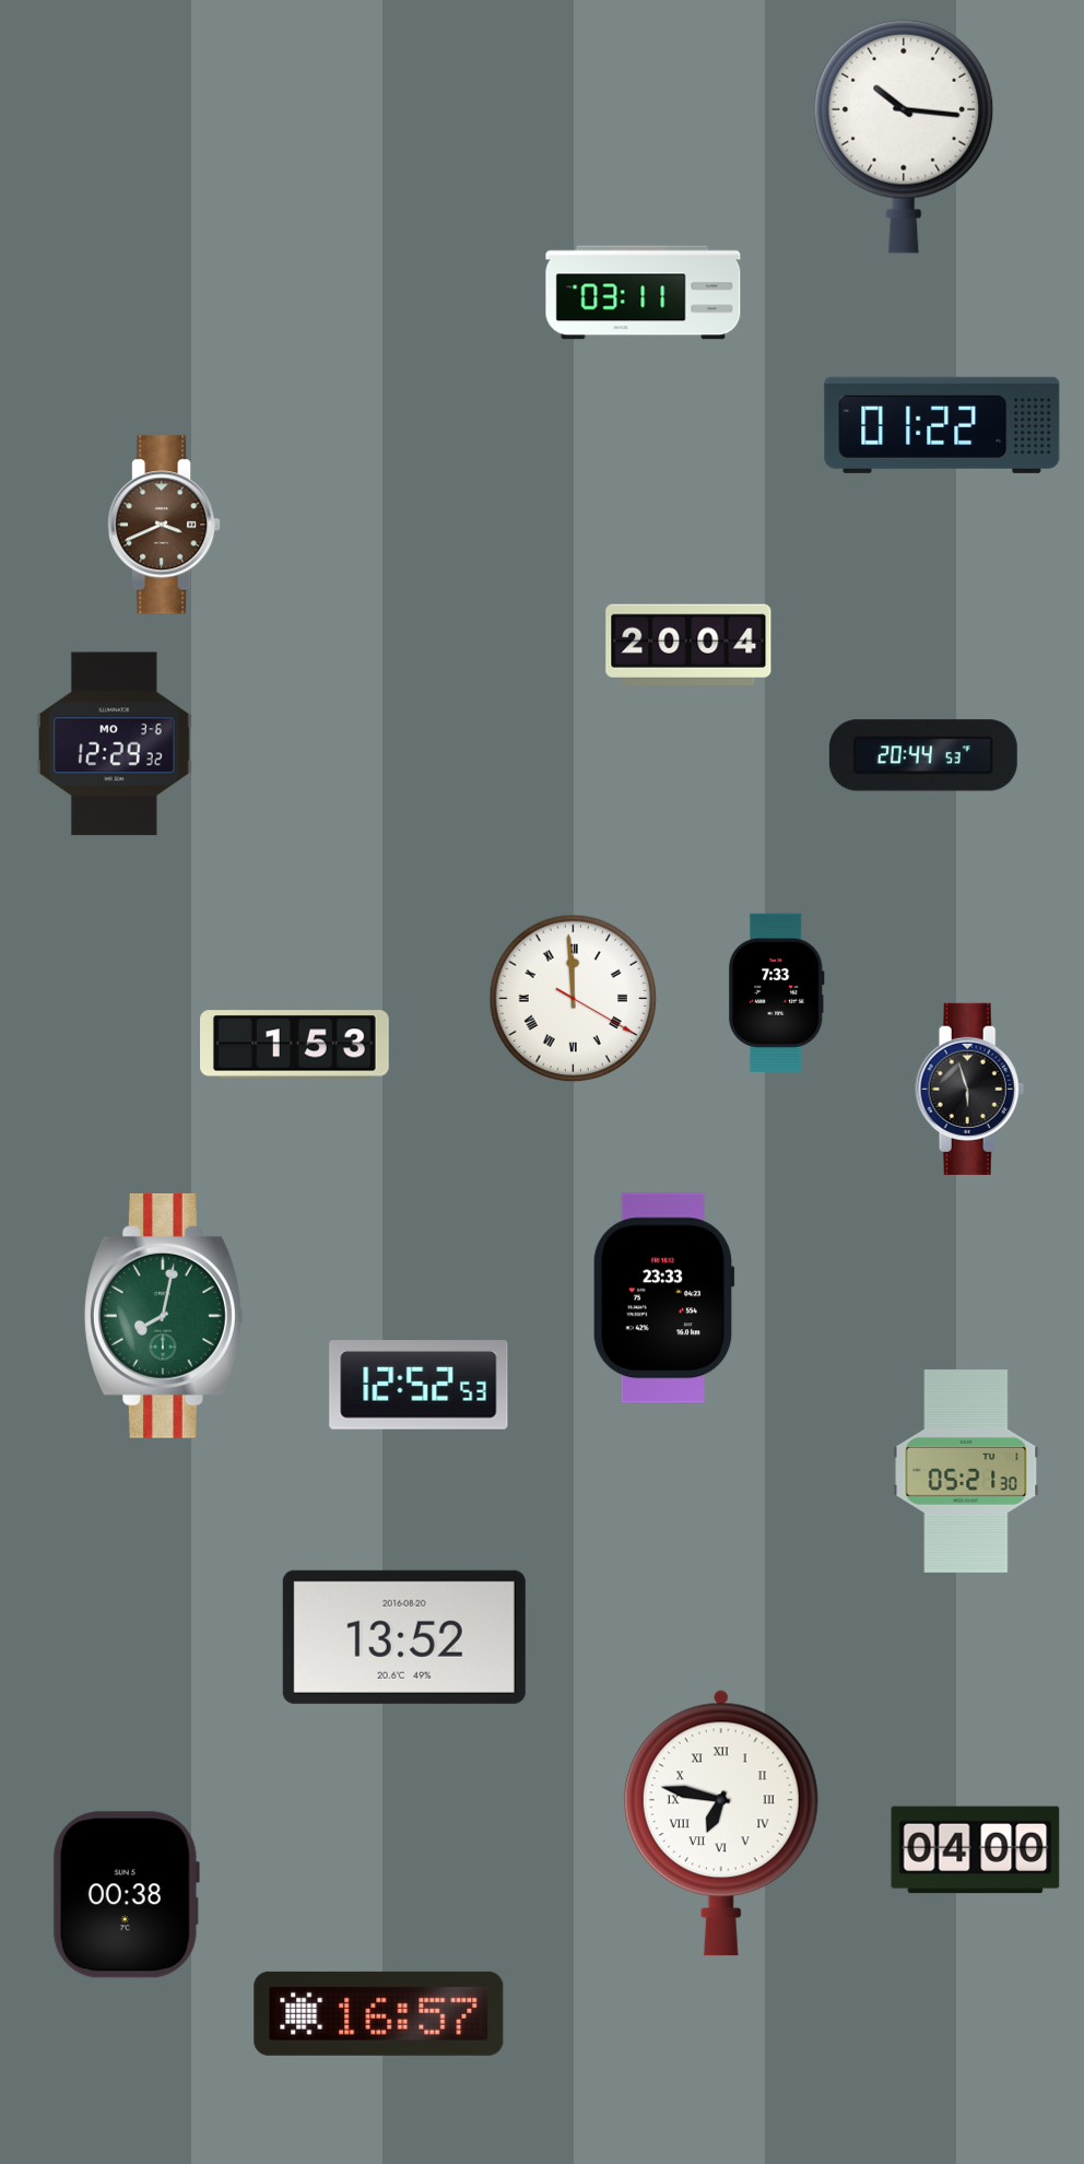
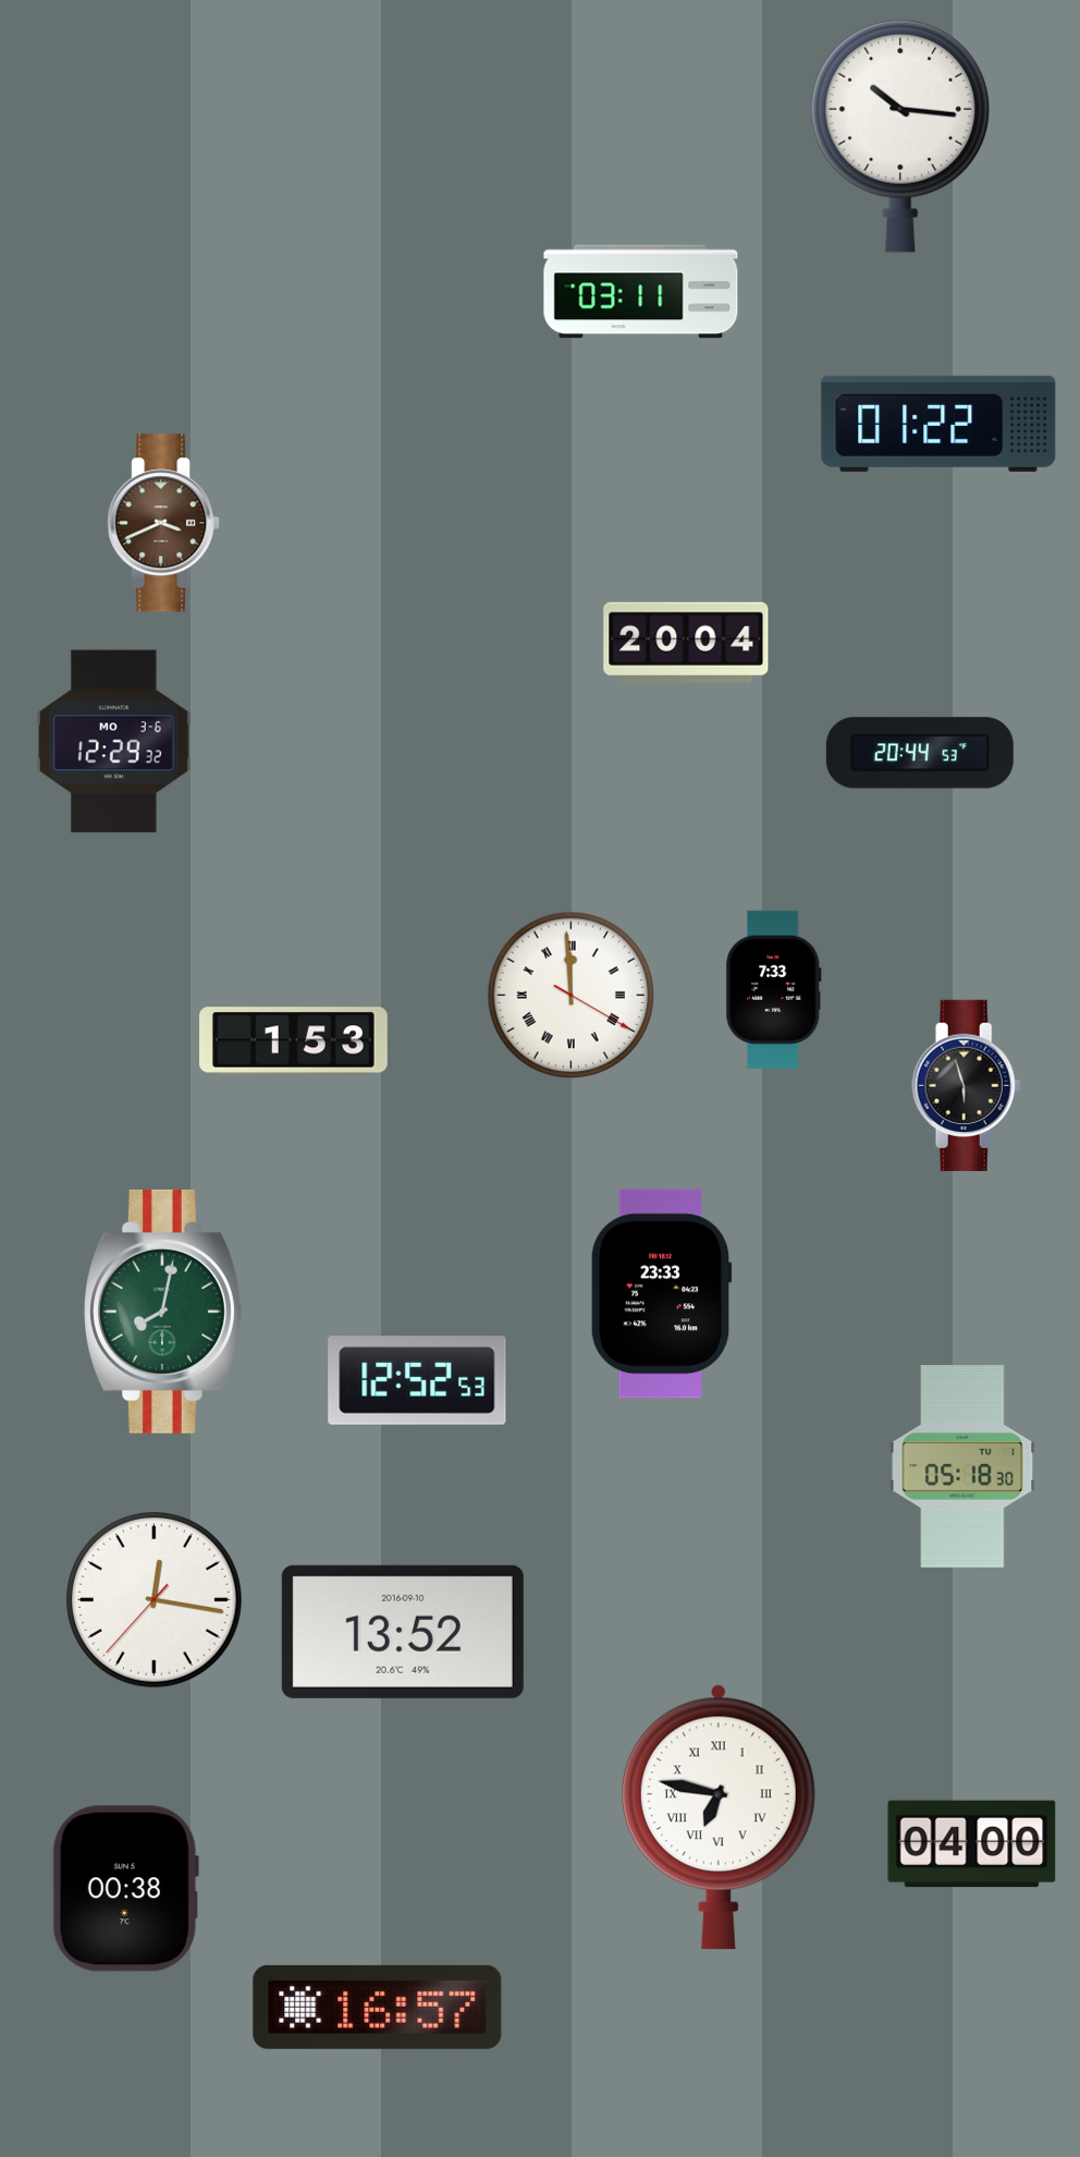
clock at (966, 1472): 05:21 -> 05:18
clock at (155, 1600): none -> 12:16
clock at (404, 1637) date: 2016-08-20 -> 2016-09-10
